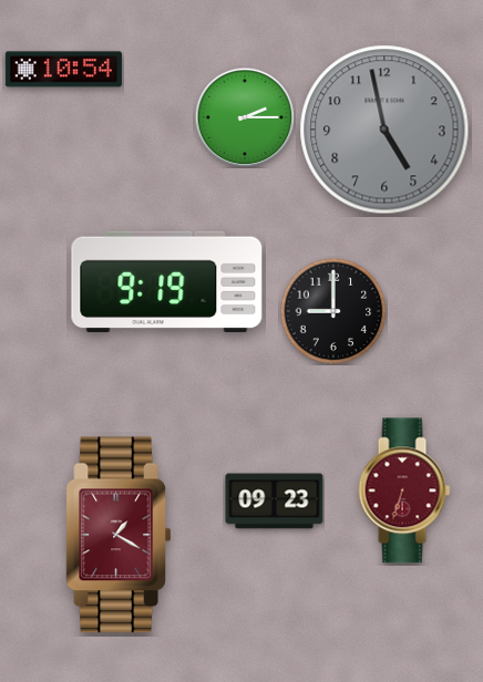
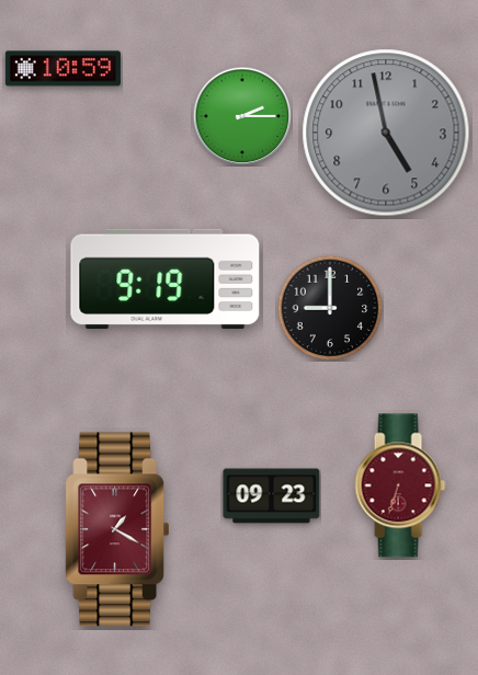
clock at (63, 70): 10:54 -> 10:59
clock at (384, 130) position: (384, 130) -> (386, 133)
